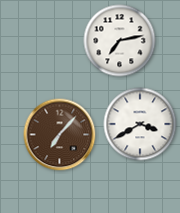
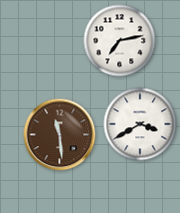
clock at (60, 135): 7:07 -> 11:29
